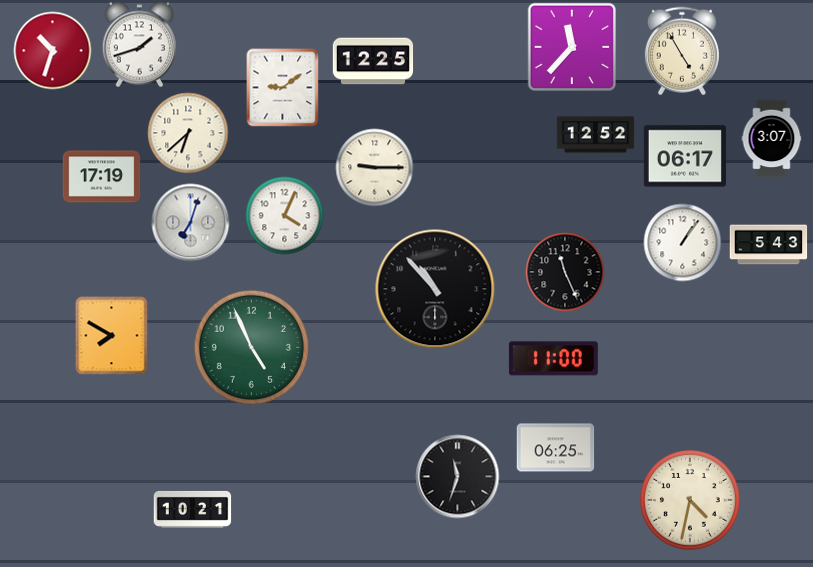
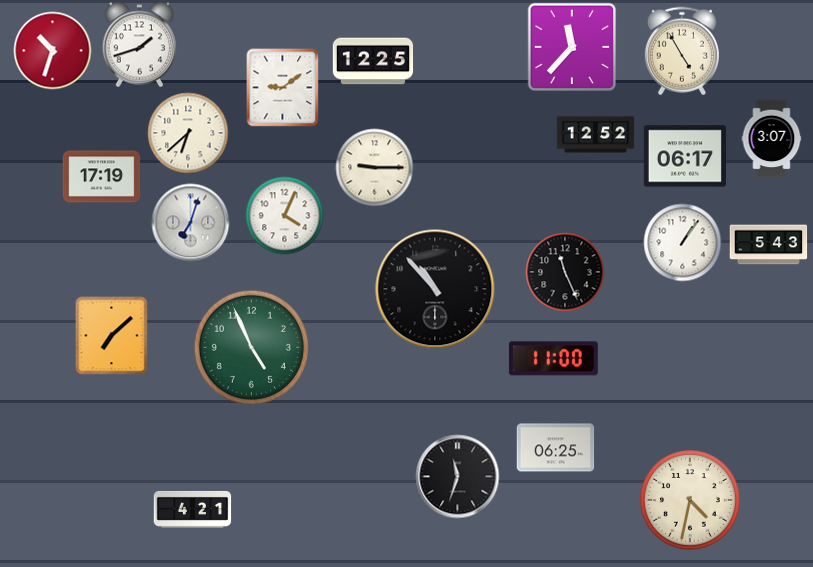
clock at (112, 335): 7:50 -> 7:08
clock at (192, 509): 10:21 -> 4:21
